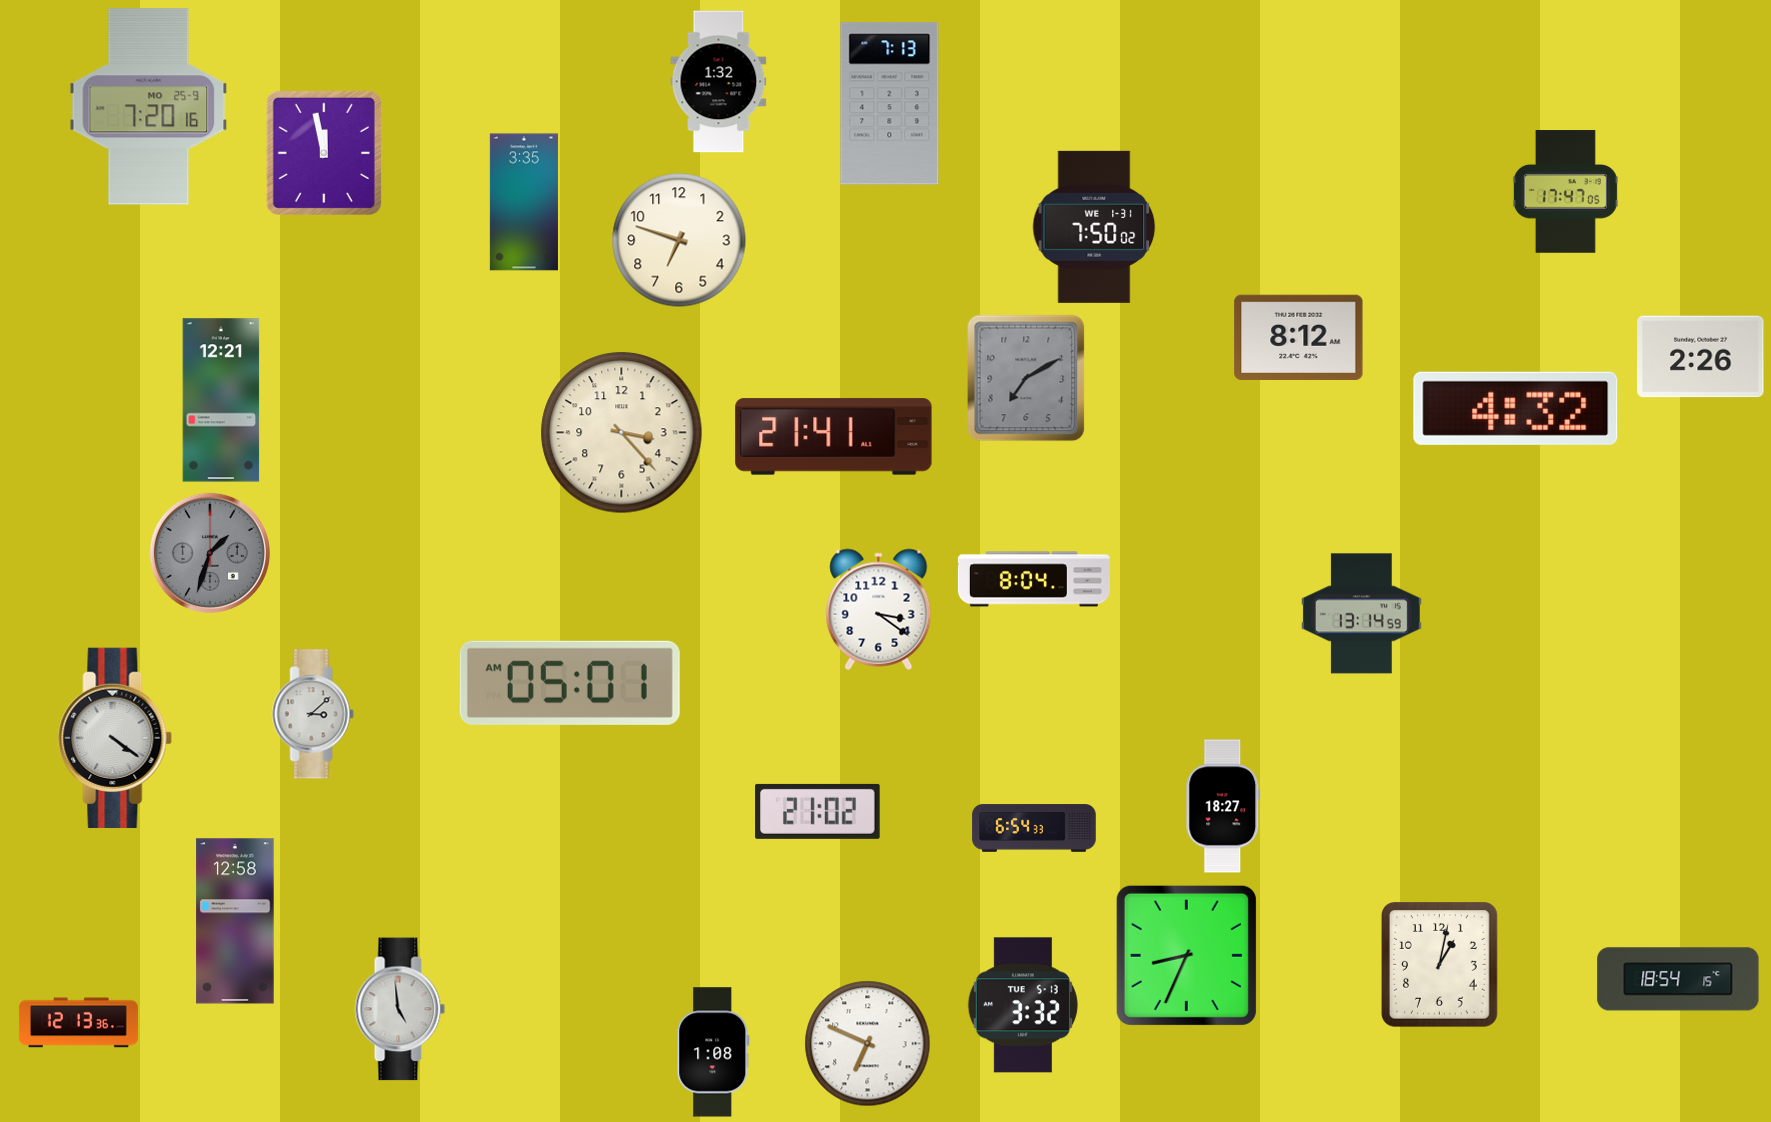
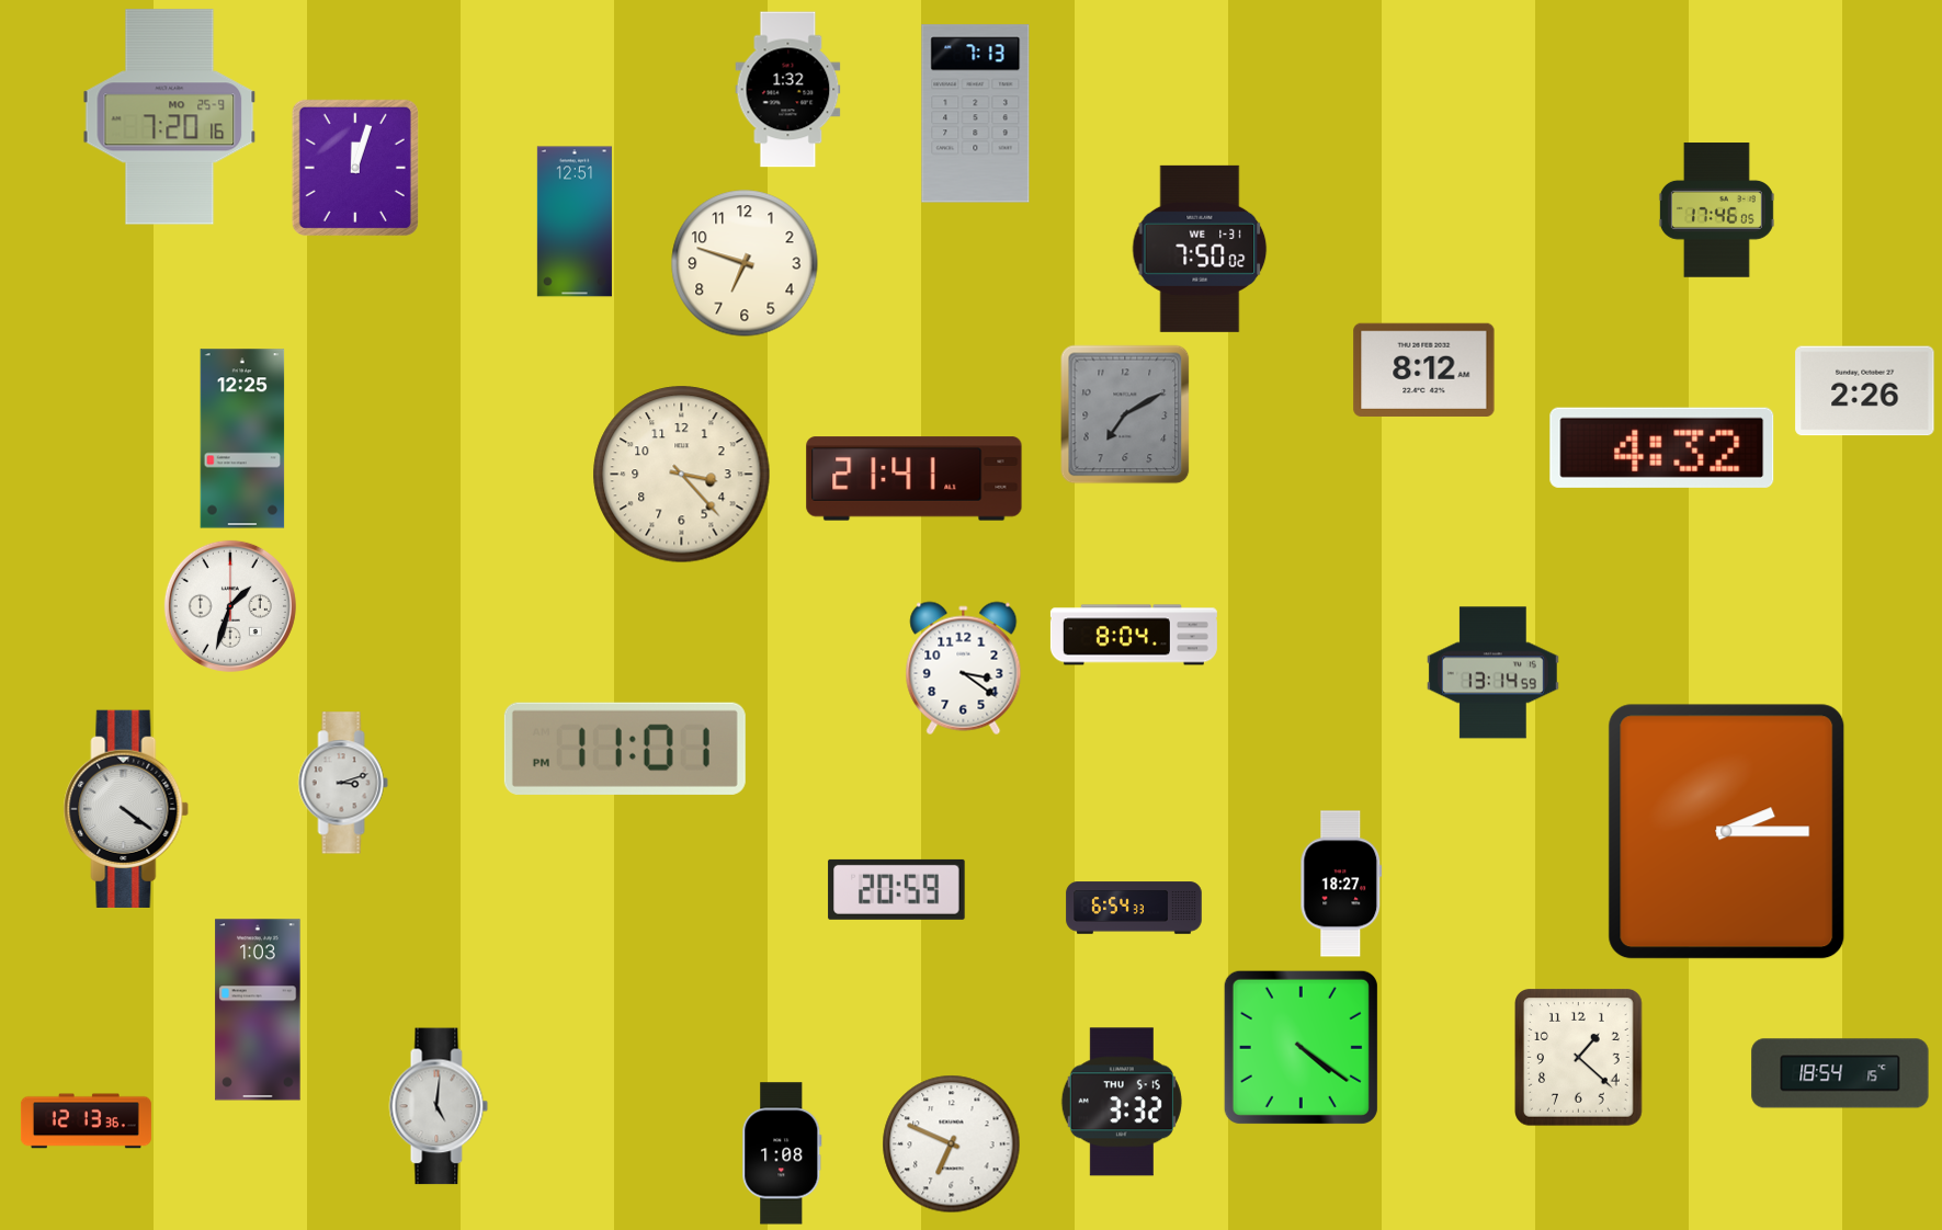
clock at (149, 107) position: (149, 107) -> (170, 117)
clock at (324, 153): 11:58 -> 12:03
clock at (1565, 192): 17:47 -> 17:46
clock at (524, 202): 3:35 -> 12:51
clock at (221, 400): 12:21 -> 12:25
clock at (210, 553) dial: grey -> white
clock at (570, 683): 05:01 -> 11:01
clock at (313, 714): 3:08 -> 3:12
clock at (1727, 832): none -> 2:15
clock at (818, 811): 21:02 -> 20:59
clock at (235, 921): 12:58 -> 1:03
clock at (1186, 955): 8:34 -> 4:21
clock at (1440, 965): 1:02 -> 1:22
clock at (1023, 1005) date: TUE 5-13 -> THU 5-15
clock at (400, 1009): 4:59 -> 5:01
